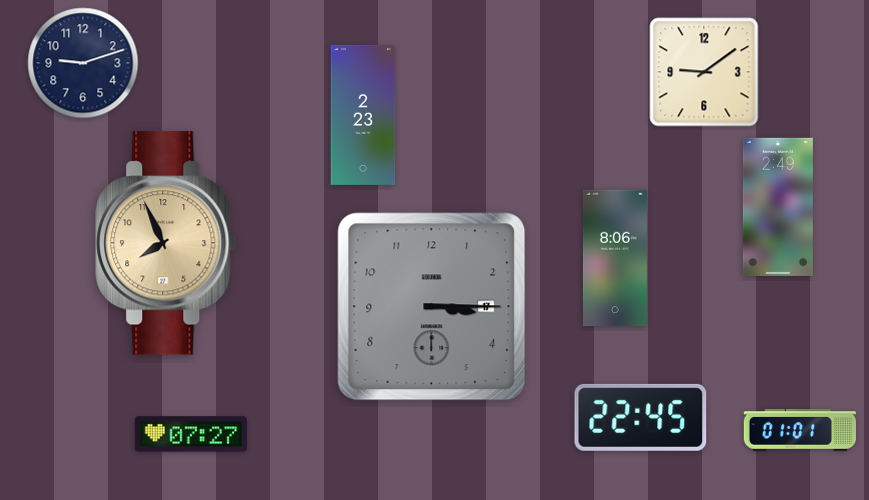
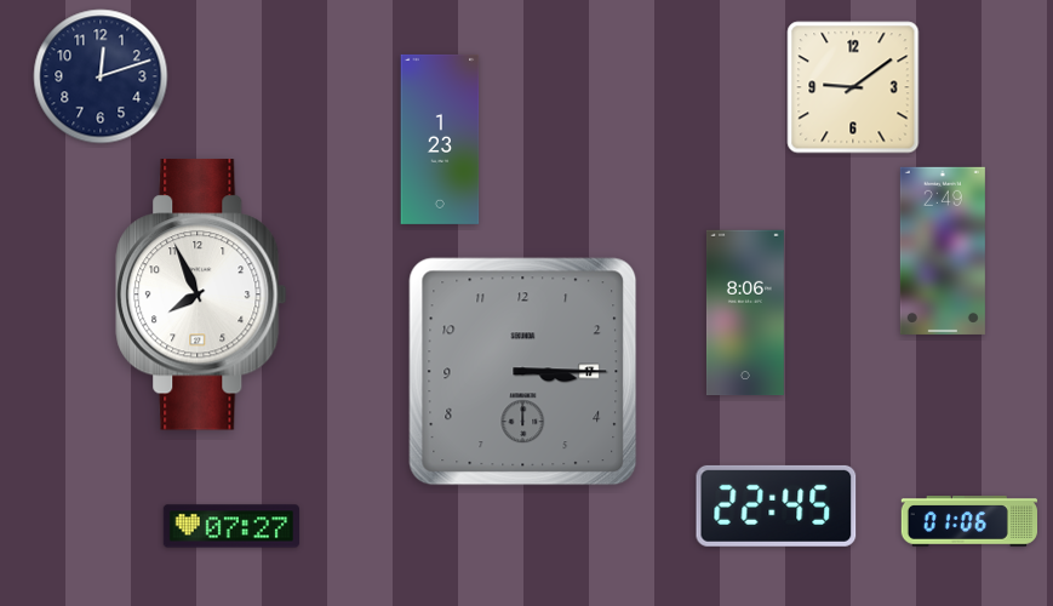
clock at (83, 63): 9:12 -> 12:12
clock at (363, 115): 2:23 -> 1:23
clock at (166, 243) dial: champagne -> white
clock at (799, 430): 01:01 -> 01:06
